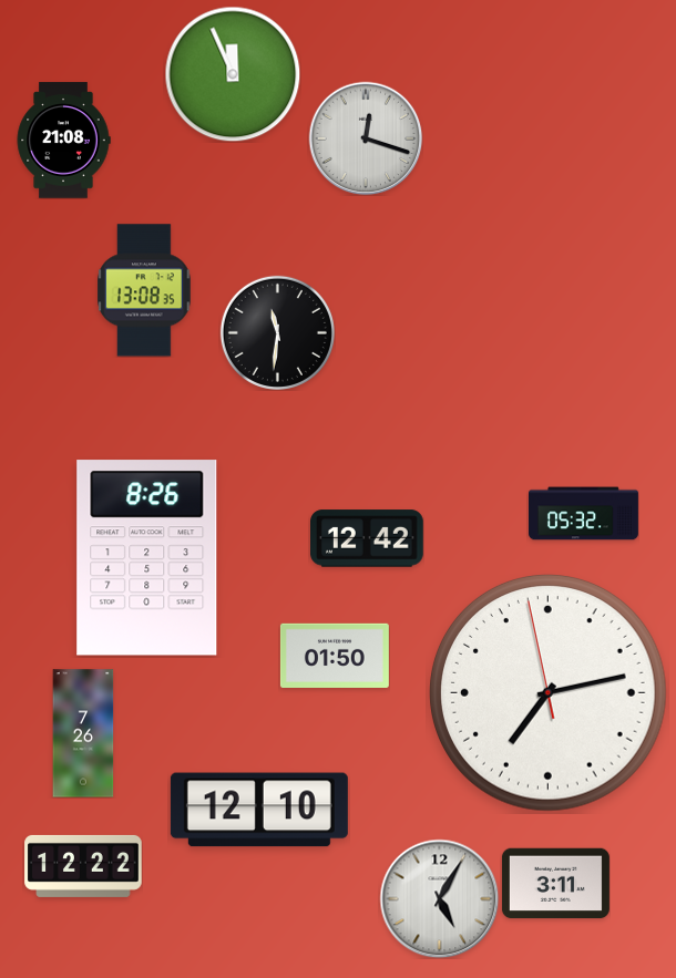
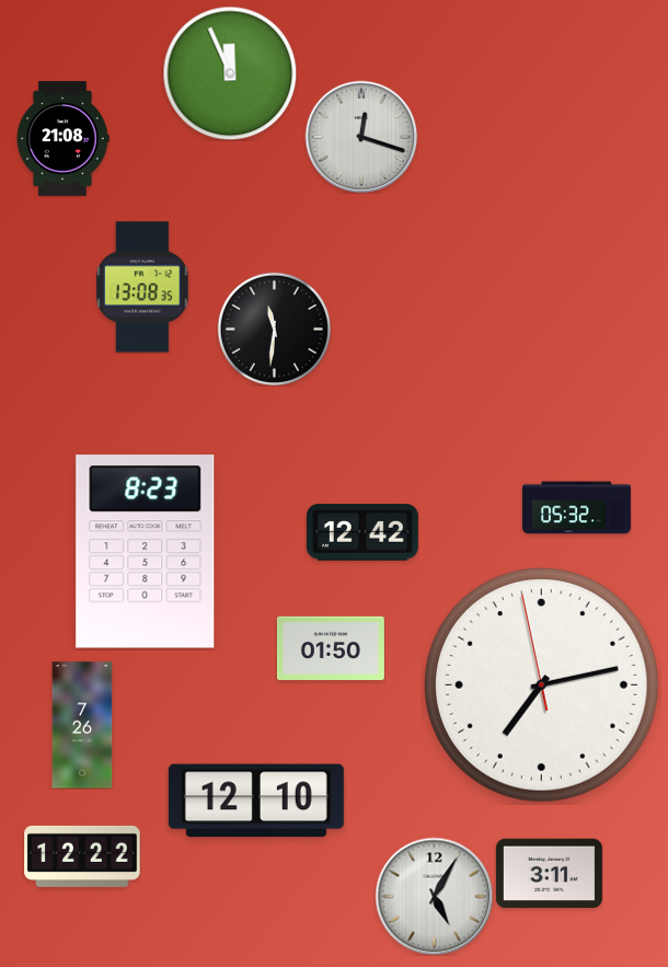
clock at (147, 558): 8:26 -> 8:23
clock at (439, 898) position: (439, 898) -> (434, 896)
